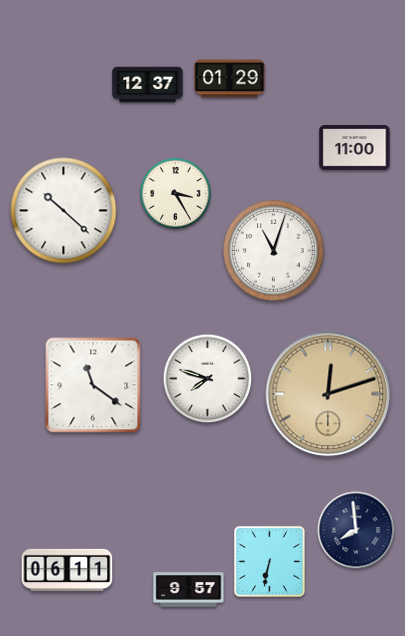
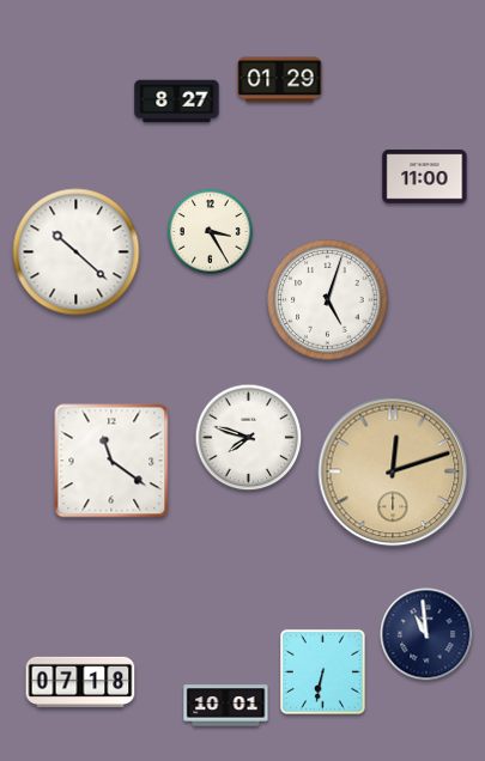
clock at (230, 79) position: (230, 79) -> (280, 80)
clock at (148, 85): 12:37 -> 8:27
clock at (274, 251): 11:03 -> 5:03
clock at (208, 379) position: (208, 379) -> (249, 438)
clock at (356, 530): 7:59 -> 10:59
clock at (67, 569): 06:11 -> 07:18
clock at (189, 590): 9:57 -> 10:01
